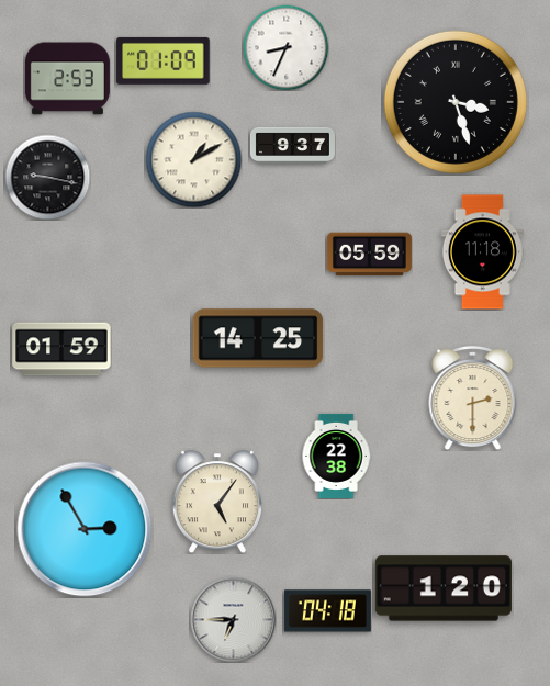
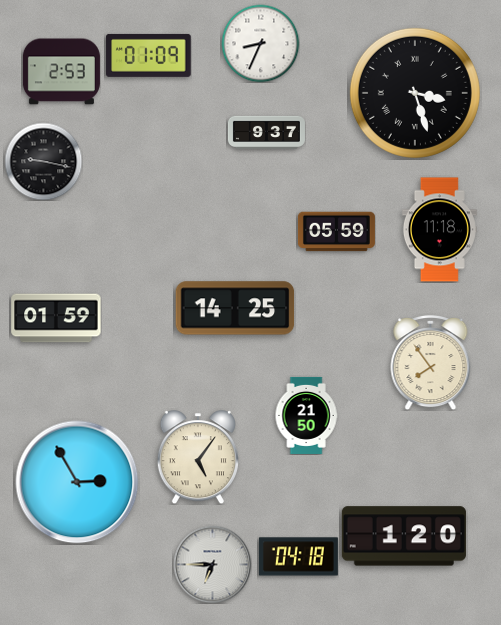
clock at (193, 159): 1:10 -> none
clock at (473, 398): 2:30 -> 7:54
clock at (336, 456): 22:38 -> 21:50
